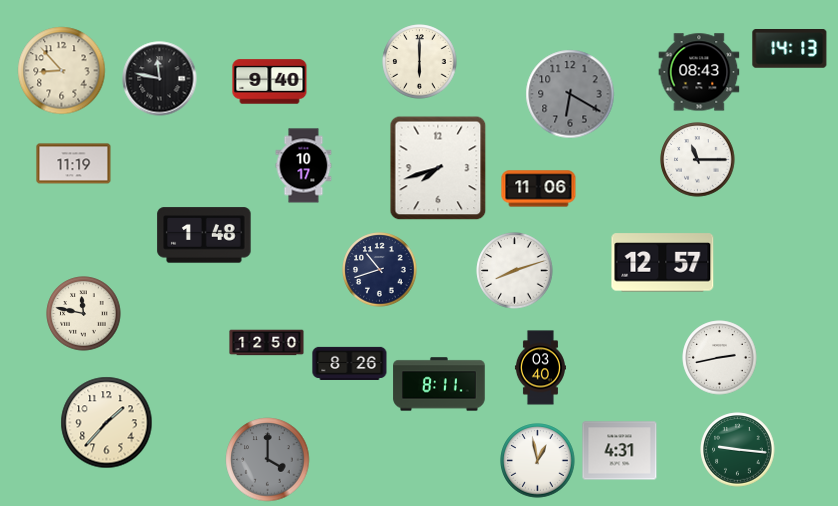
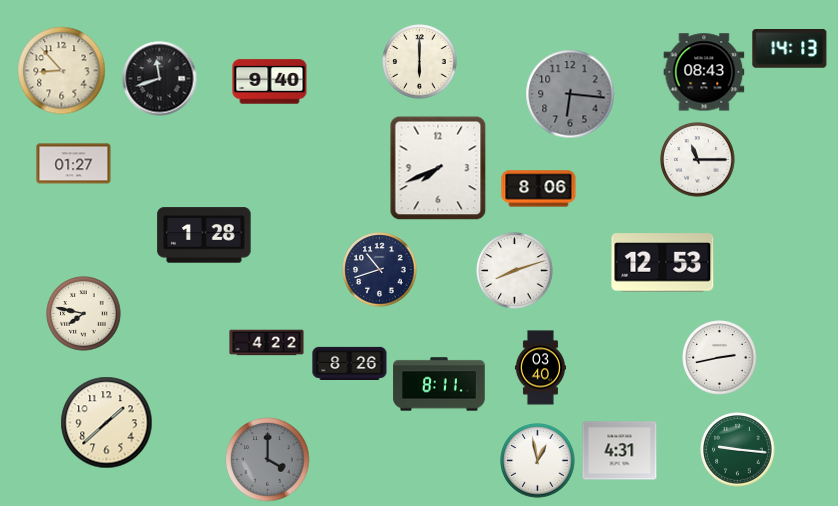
clock at (699, 72) position: (699, 72) -> (704, 72)
clock at (160, 79): 11:47 -> 11:42
clock at (570, 94): 6:20 -> 6:16
clock at (74, 164): 11:19 -> 01:27
clock at (304, 166): 10:17 -> none
clock at (438, 168): 7:42 -> 7:41
clock at (539, 189): 11:06 -> 8:06
clock at (204, 235): 1:48 -> 1:28
clock at (663, 263): 12:57 -> 12:53
clock at (84, 314): 11:47 -> 7:47
clock at (267, 343): 12:50 -> 4:22
clock at (107, 423): 1:37 -> 1:38
